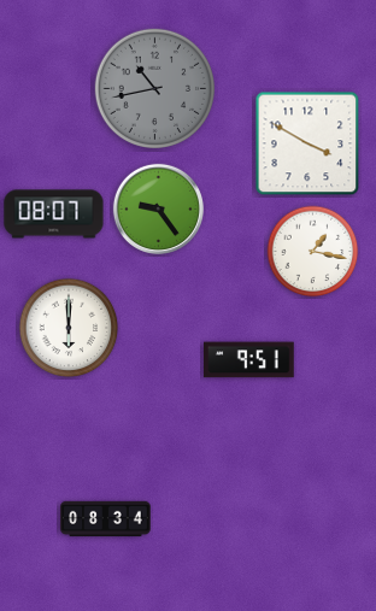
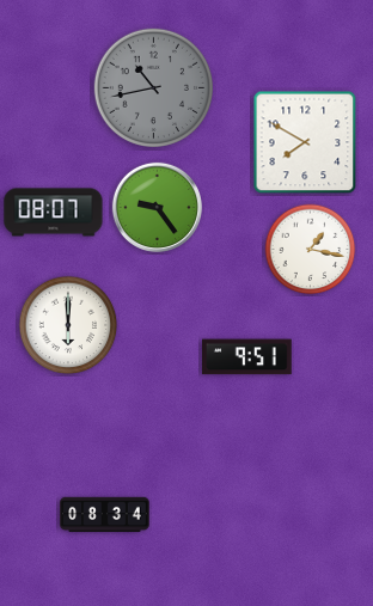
clock at (307, 143): 3:50 -> 7:50
